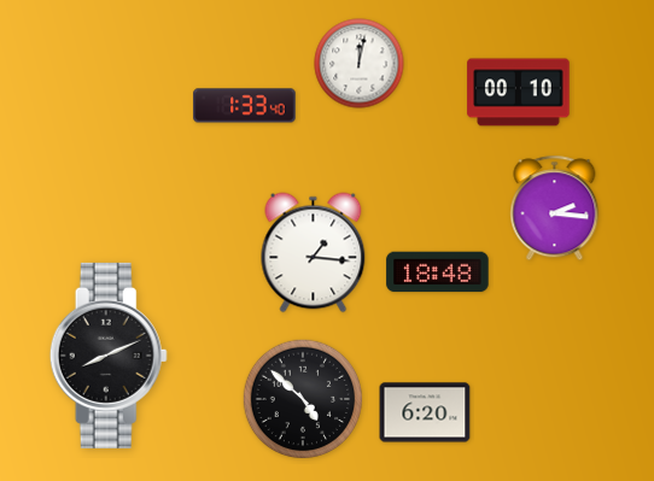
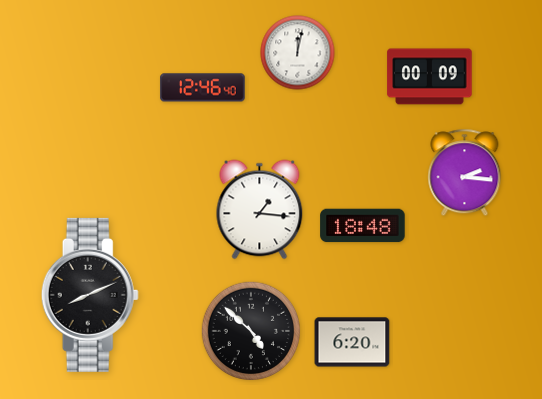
clock at (519, 93): 00:10 -> 00:09
clock at (245, 106): 1:33 -> 12:46
clock at (555, 209) position: (555, 209) -> (465, 173)
